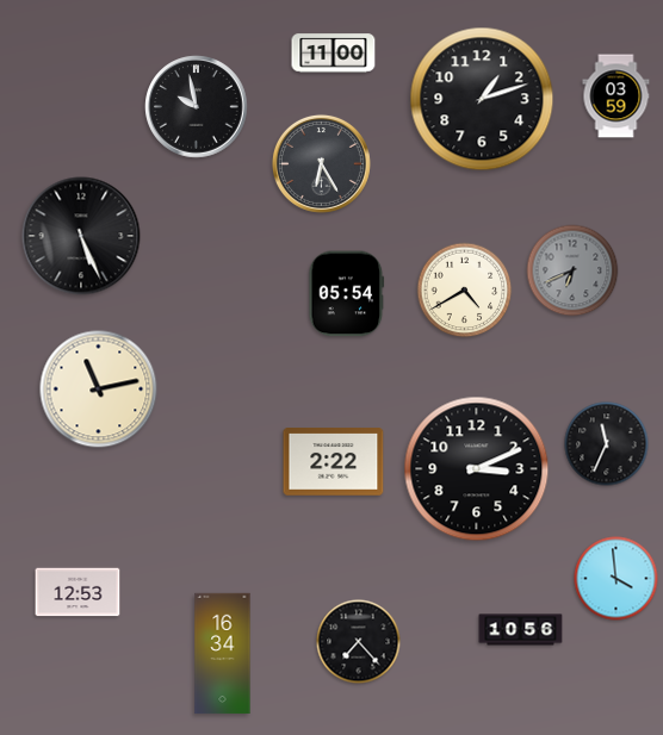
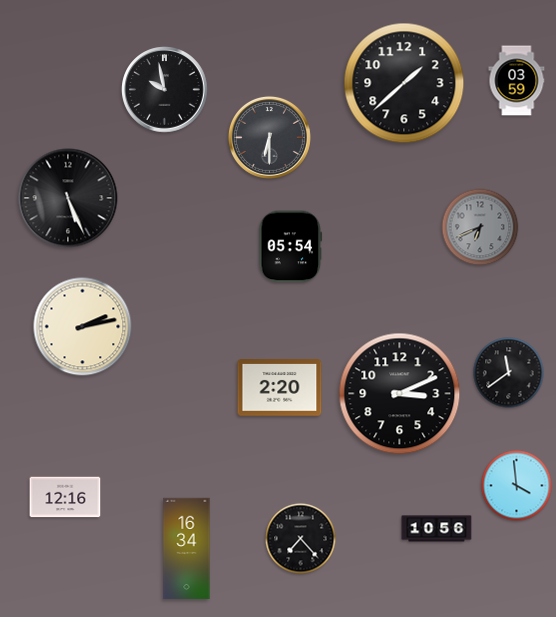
clock at (334, 54): 11:00 -> none
clock at (482, 99): 1:12 -> 1:38
clock at (321, 163): 6:25 -> 6:30
clock at (465, 291): 4:40 -> none
clock at (99, 390): 11:13 -> 2:13
clock at (607, 444): 11:34 -> 11:39
clock at (334, 462): 2:22 -> 2:20
clock at (78, 592): 12:53 -> 12:16
